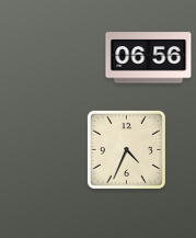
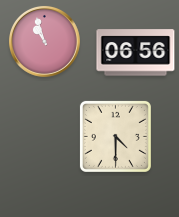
clock at (44, 41): none -> 10:57
clock at (126, 149): 4:34 -> 4:30
